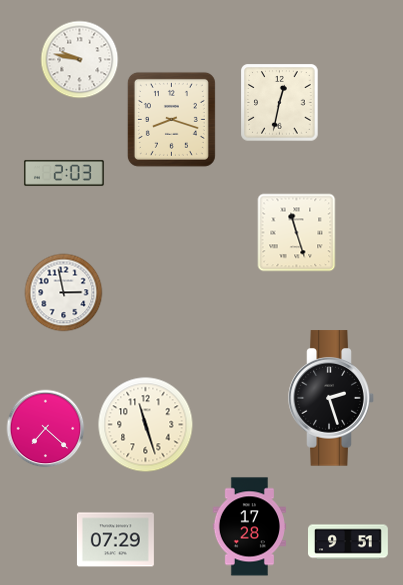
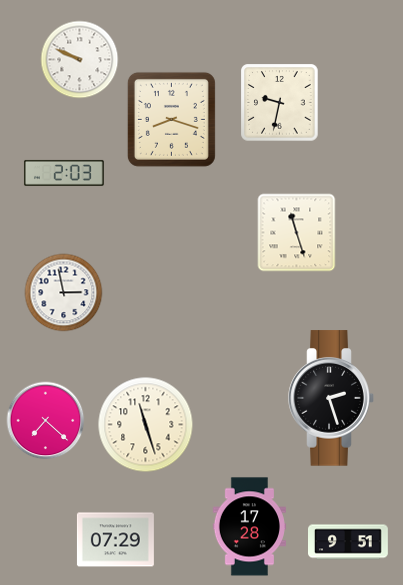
clock at (79, 59): 9:47 -> 9:49
clock at (279, 102): 12:32 -> 9:32
clock at (45, 428) position: (45, 428) -> (45, 420)
